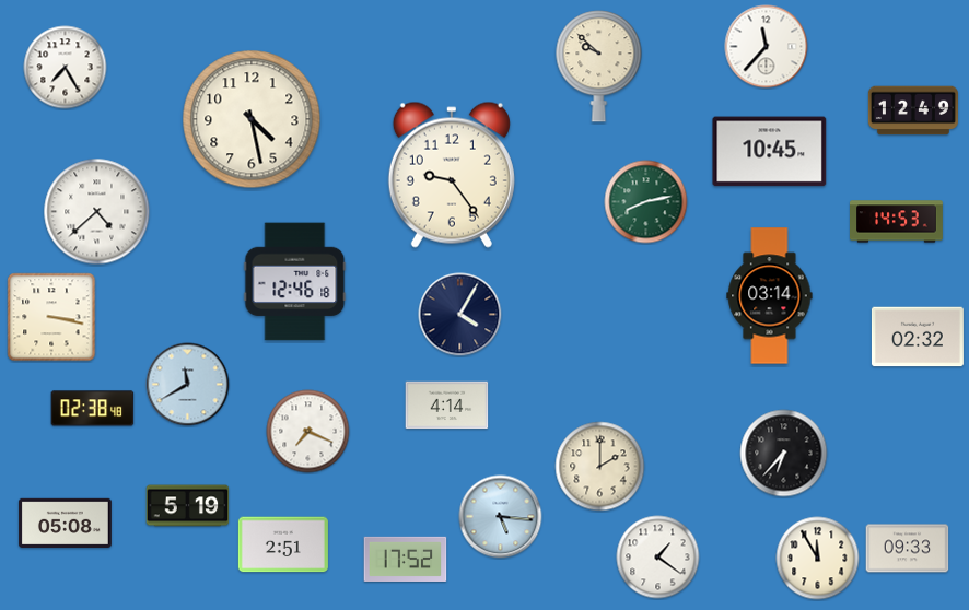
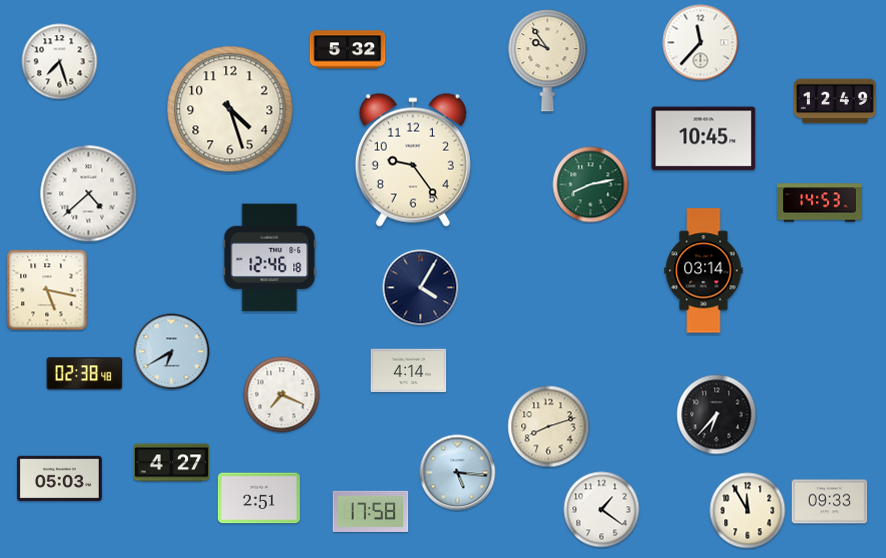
clock at (348, 50): none -> 5:32
clock at (599, 67): 9:52 -> 9:54
clock at (66, 68): 7:25 -> 7:27
clock at (252, 119): 4:28 -> 4:27
clock at (51, 317): 3:17 -> 5:17
clock at (918, 337): 02:32 -> none
clock at (188, 385): 11:40 -> 6:40
clock at (600, 467): 2:00 -> 8:12
clock at (188, 506): 5:19 -> 4:27
clock at (65, 523): 05:08 -> 05:03
clock at (406, 559): 17:52 -> 17:58
